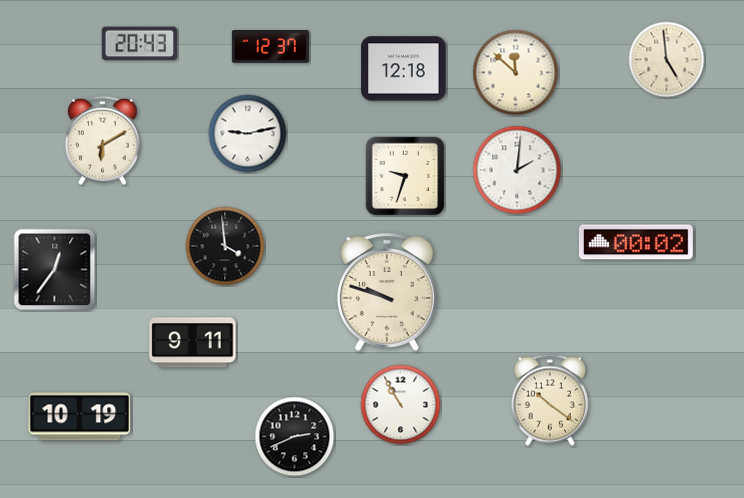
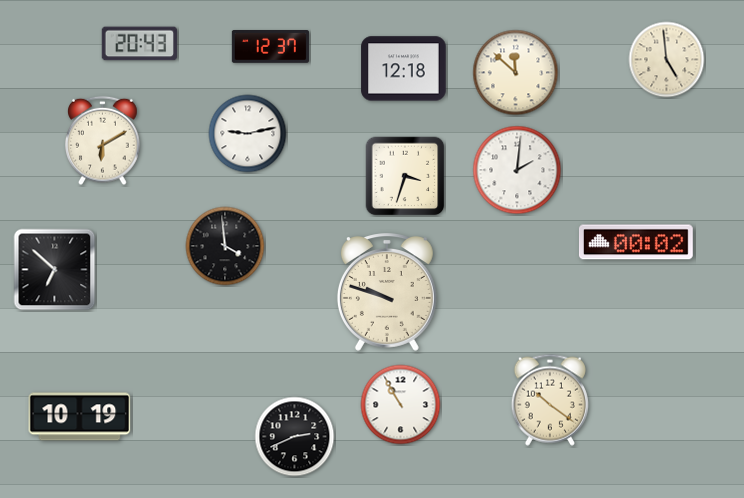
clock at (405, 176): 9:33 -> 3:33
clock at (55, 270): 12:36 -> 6:52
clock at (193, 343): 9:11 -> none
